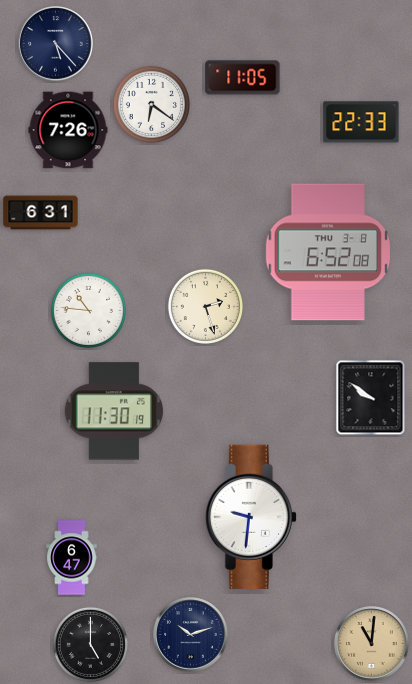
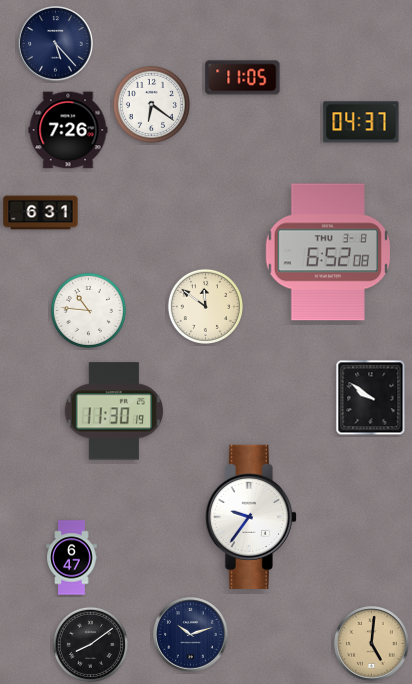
clock at (361, 122): 22:33 -> 04:37
clock at (205, 306): 2:27 -> 11:51
clock at (251, 516): 9:31 -> 9:36
clock at (90, 644): 5:00 -> 8:09
clock at (372, 644): 11:01 -> 5:01
